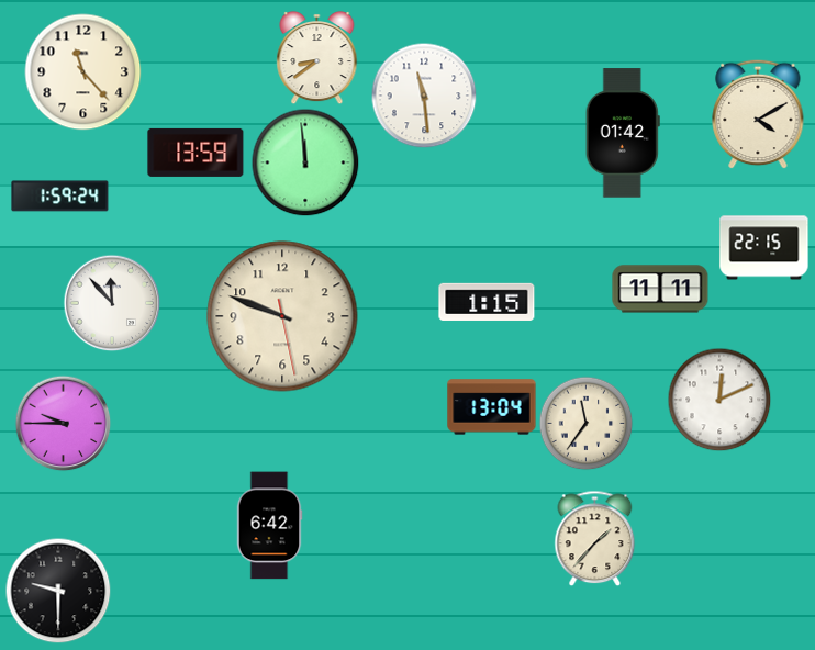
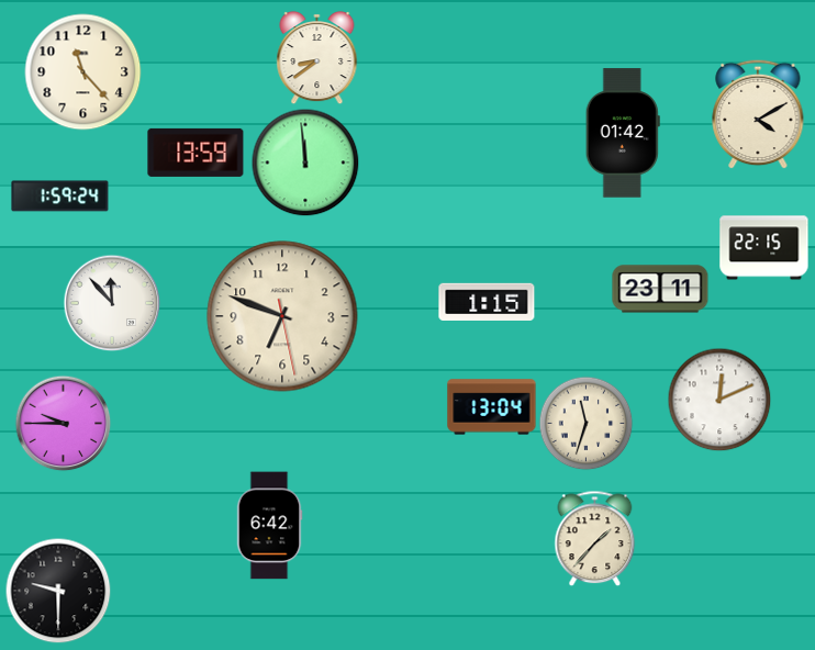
clock at (424, 96): 11:29 -> none
clock at (660, 289): 11:11 -> 23:11
clock at (282, 316): 9:48 -> 6:48
clock at (585, 423): 11:36 -> 11:33
